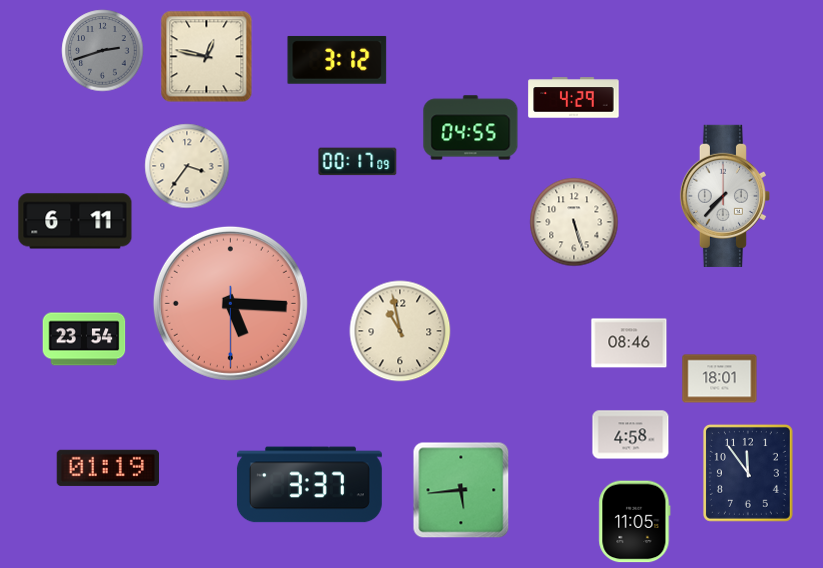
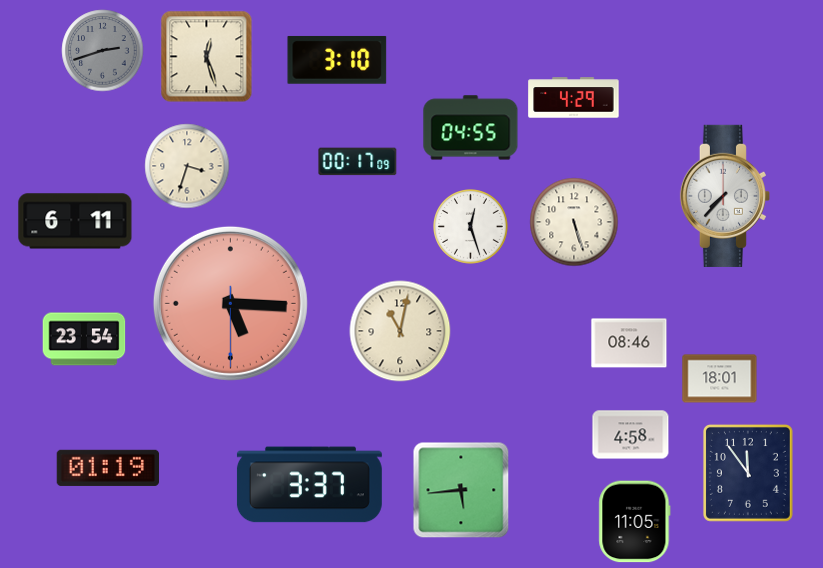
clock at (207, 57): 12:47 -> 12:27
clock at (337, 60): 3:12 -> 3:10
clock at (187, 166): 3:36 -> 3:33
clock at (471, 227): none -> 12:27
clock at (400, 331): 10:58 -> 11:02
